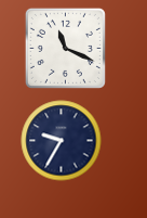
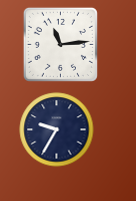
clock at (65, 48): 11:19 -> 11:14
